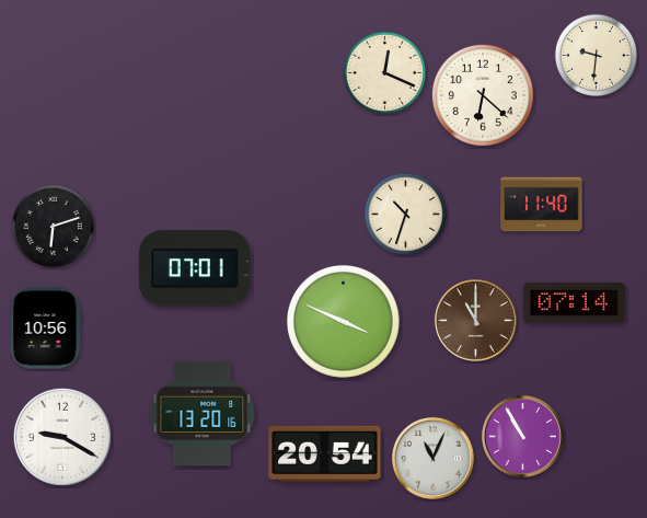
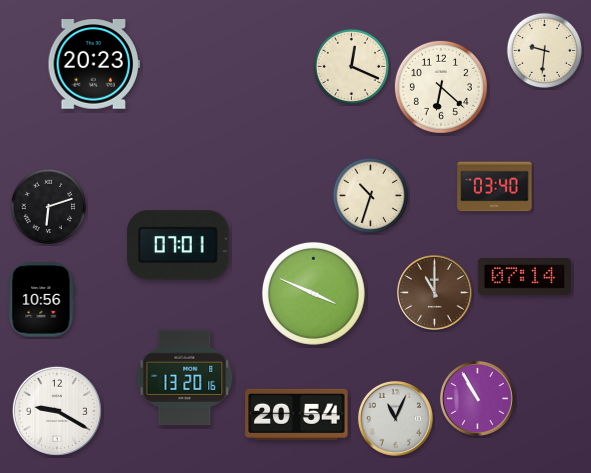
clock at (94, 64): none -> 20:23
clock at (542, 205): 11:40 -> 03:40
clock at (62, 437) position: (62, 437) -> (57, 411)
